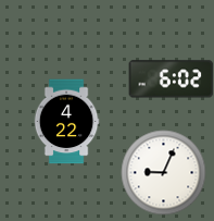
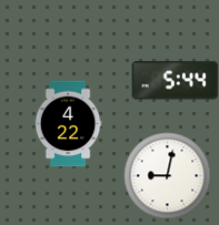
clock at (171, 79): 6:02 -> 5:44
clock at (163, 172): 9:04 -> 9:02
